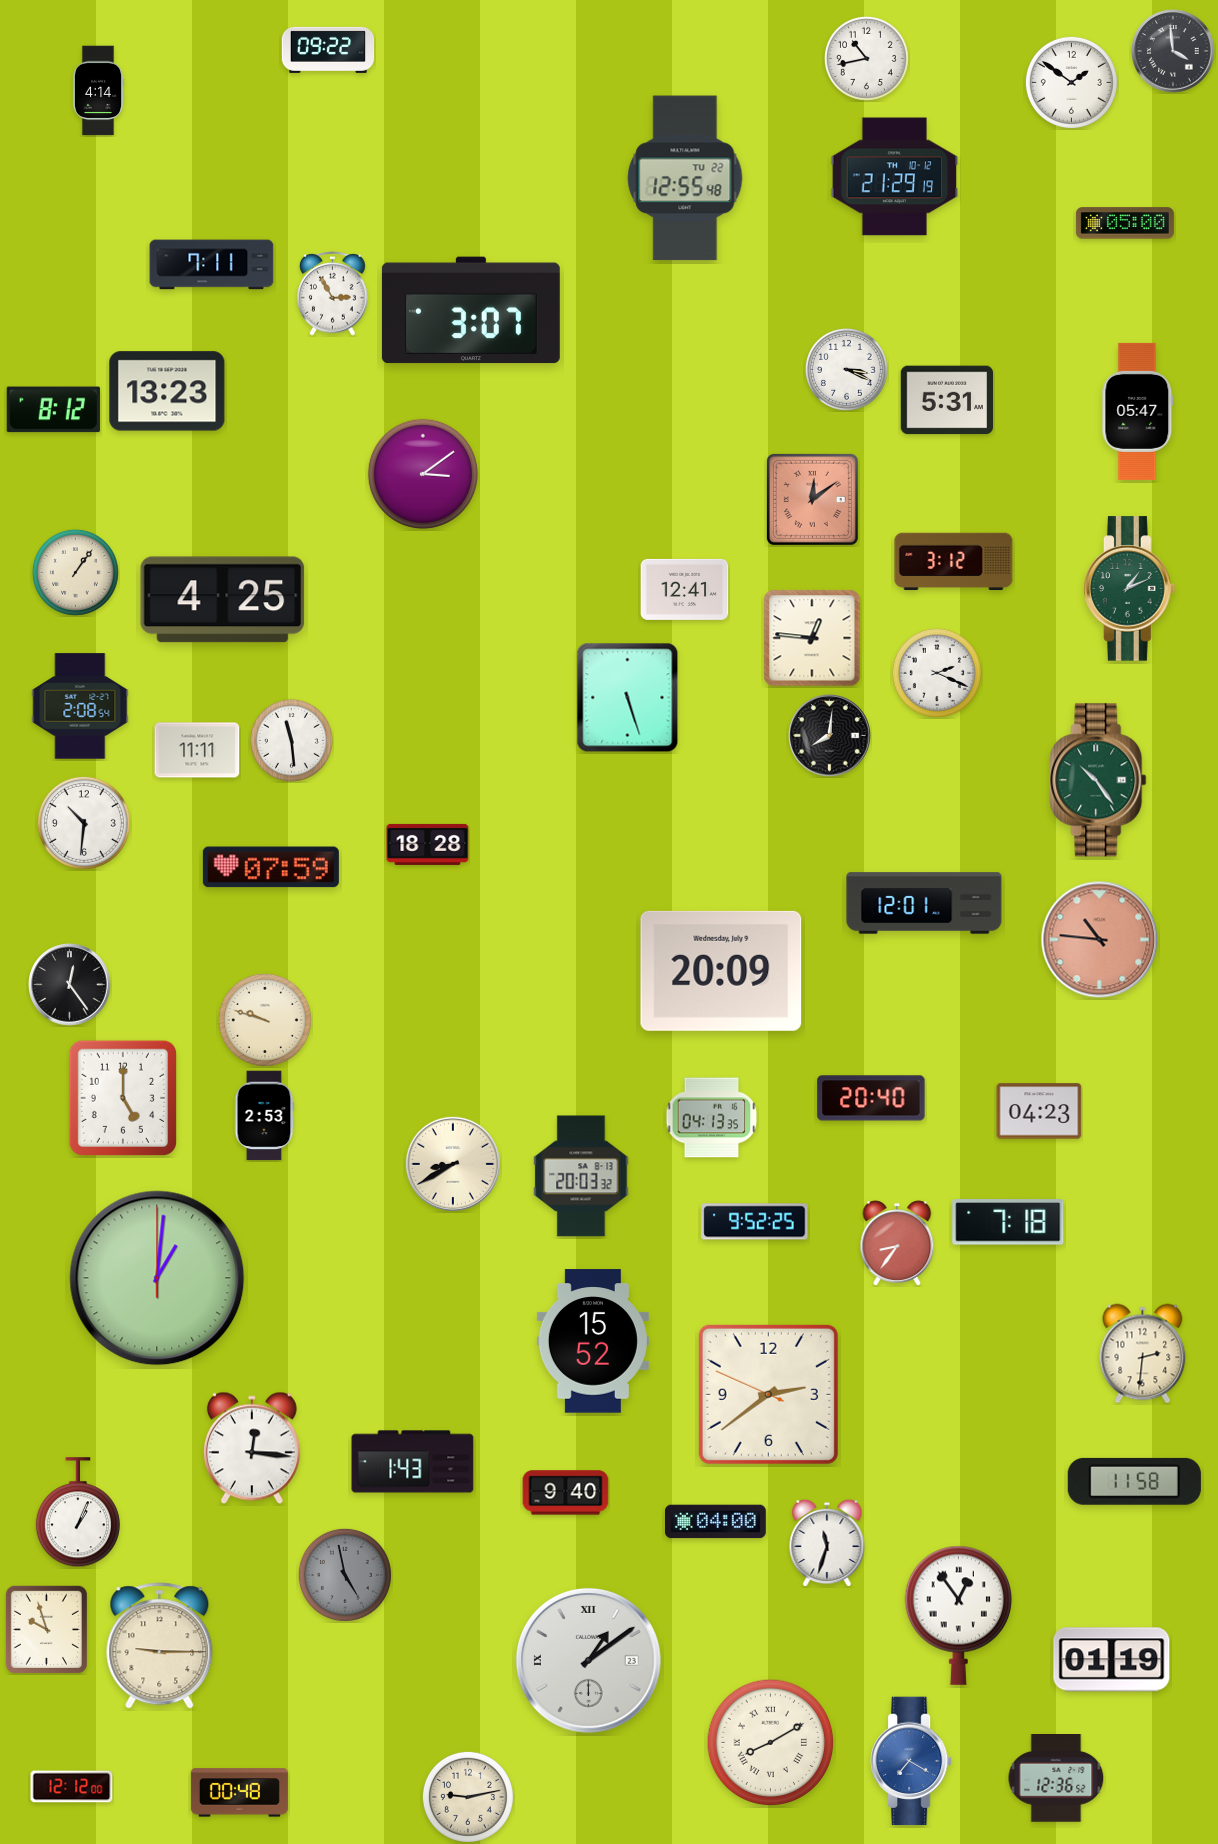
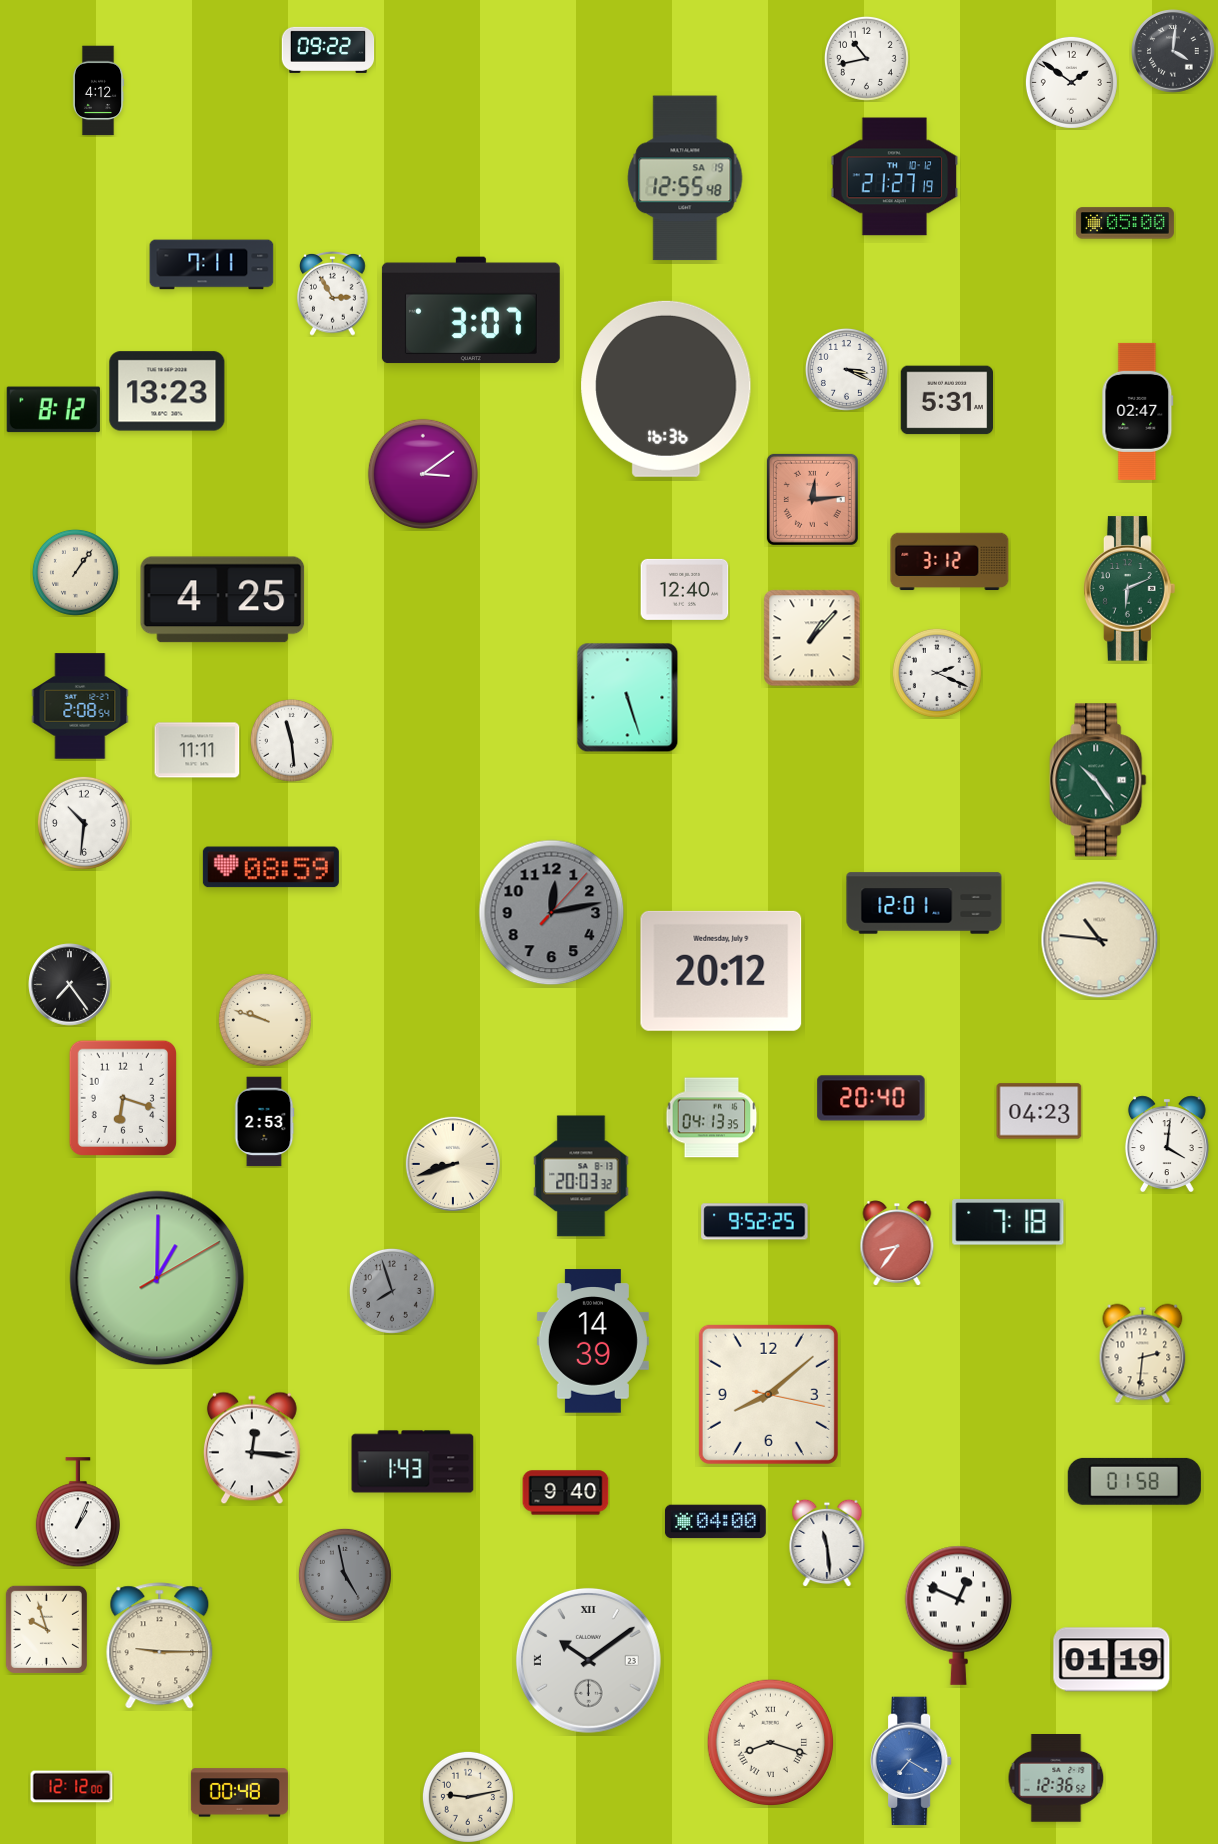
clock at (1173, 51): 3:59 -> 4:01
clock at (98, 91): 4:14 -> 4:12
clock at (895, 177): 21:29 -> 21:27
clock at (685, 178) date: TU 22 -> SA 19
clock at (666, 389): none -> 16:36
clock at (1138, 411): 05:47 -> 02:47
clock at (812, 499): 12:09 -> 12:14
clock at (954, 562) position: (954, 562) -> (950, 562)
clock at (685, 589): 12:41 -> 12:40
clock at (1130, 589): 1:11 -> 6:11
clock at (812, 638): 12:46 -> 1:07
clock at (830, 736): 8:01 -> none
clock at (428, 844): 18:28 -> none
clock at (271, 867): 07:59 -> 08:59
clock at (552, 913): none -> 12:13
clock at (1100, 940) dial: salmon -> cream
clock at (721, 971): 20:09 -> 20:12
clock at (70, 985): 12:24 -> 7:24
clock at (123, 1098): 5:00 -> 6:18
clock at (264, 1116) position: (264, 1116) -> (264, 1122)
clock at (1167, 1144): none -> 4:01
clock at (453, 1164): 8:40 -> 8:42
clock at (157, 1278): 1:01 -> 1:00
clock at (392, 1291): none -> 7:57
clock at (593, 1341): 15:52 -> 14:39
clock at (768, 1394): 2:38 -> 8:08
clock at (1134, 1481): 11:58 -> 01:58
clock at (827, 1543): 11:33 -> 11:29
clock at (959, 1615): 12:54 -> 12:49
clock at (588, 1660): 1:09 -> 10:09
clock at (771, 1743): 8:10 -> 8:18
